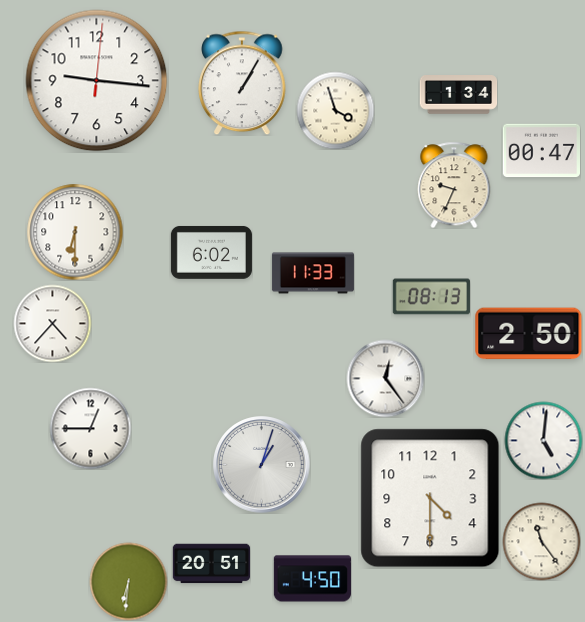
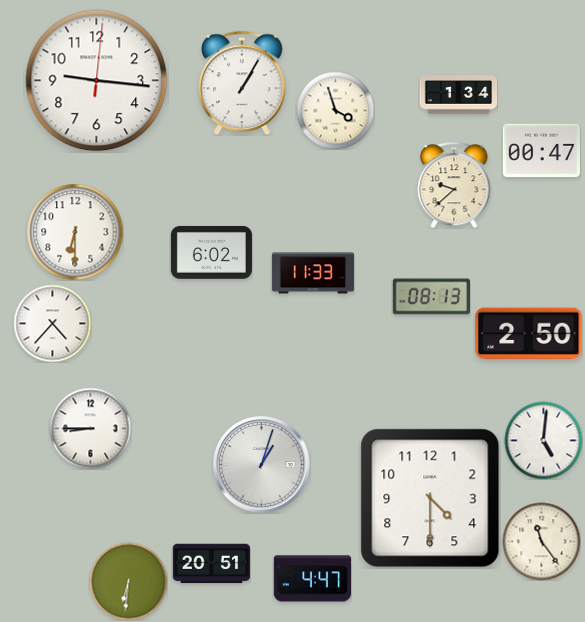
clock at (454, 185): 9:34 -> 9:38
clock at (385, 378): 12:24 -> none
clock at (90, 428): 12:45 -> 8:45
clock at (312, 579): 4:50 -> 4:47
